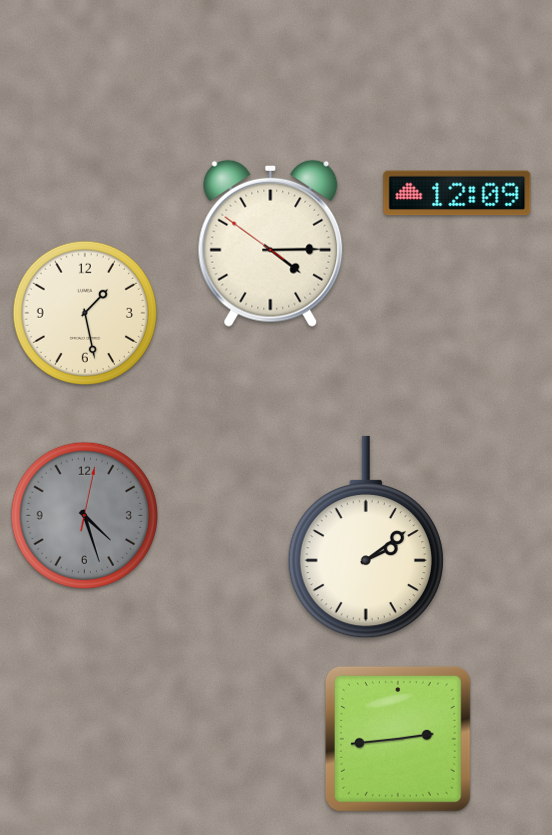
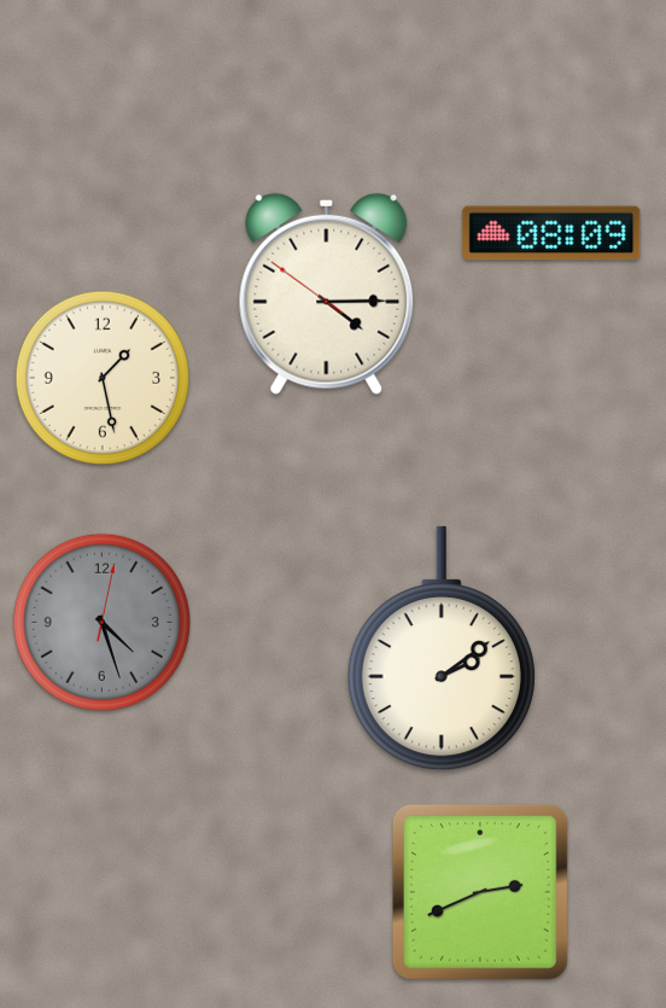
clock at (457, 193): 12:09 -> 08:09
clock at (398, 739): 2:44 -> 2:41
